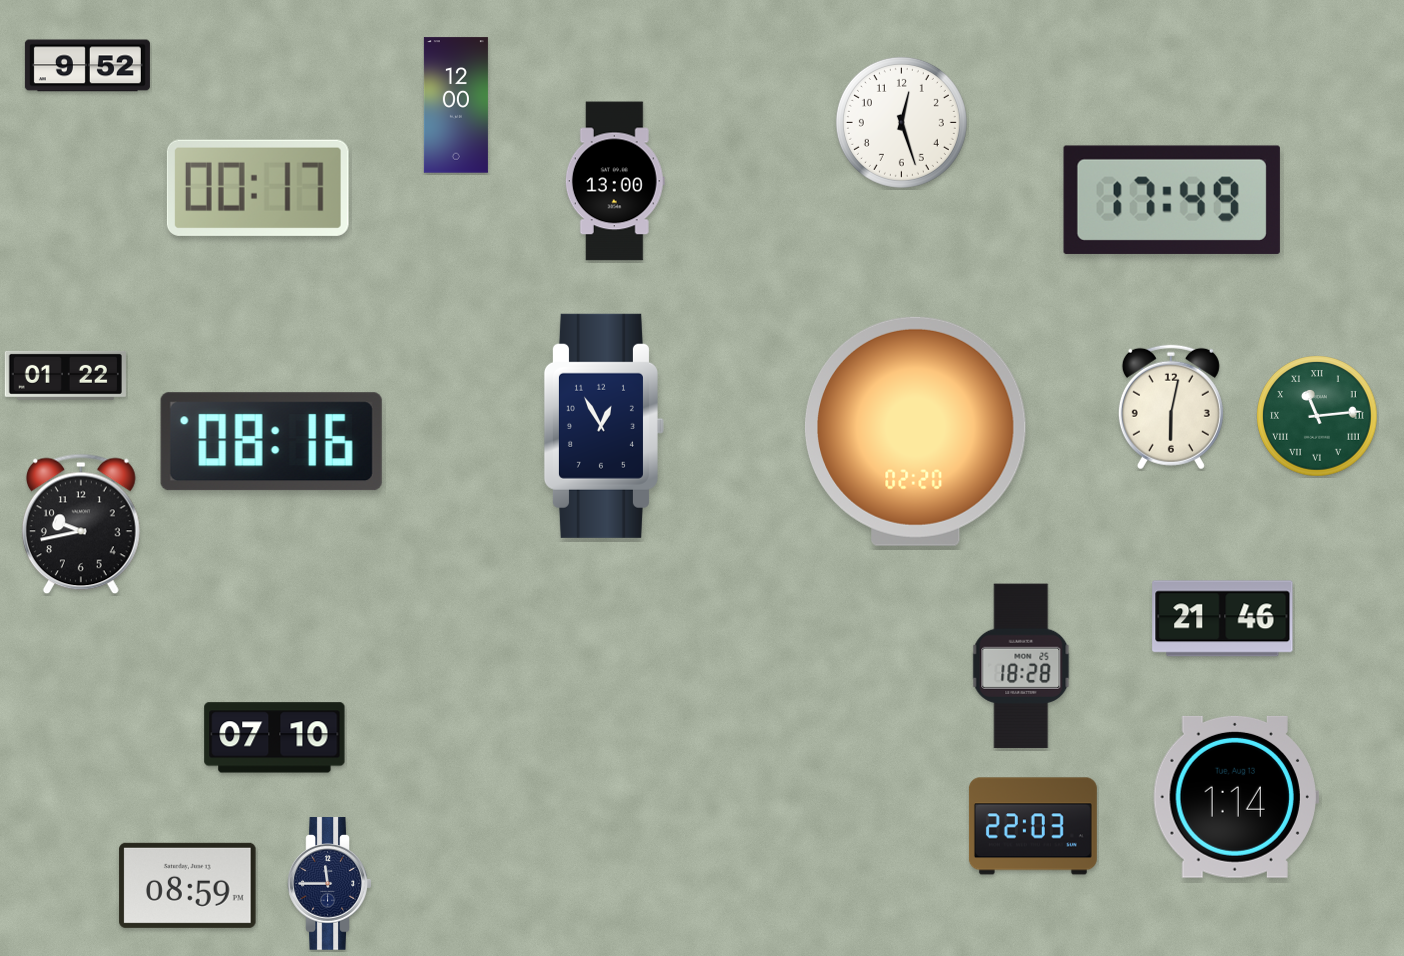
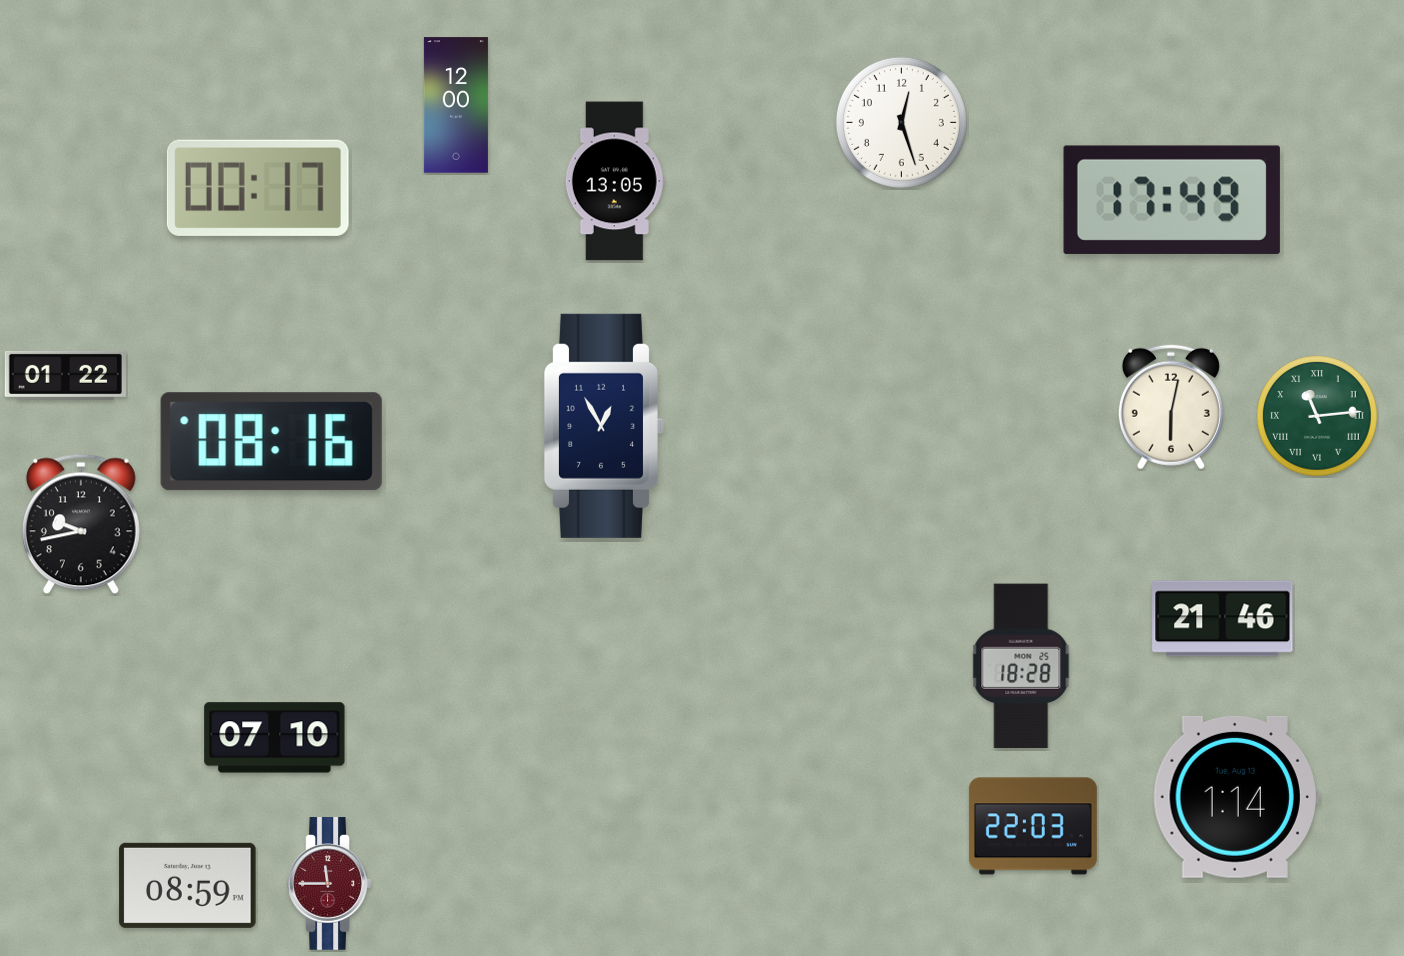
clock at (87, 66): 9:52 -> none
clock at (615, 181): 13:00 -> 13:05
clock at (915, 431): 02:20 -> none
clock at (330, 884) dial: navy -> burgundy
